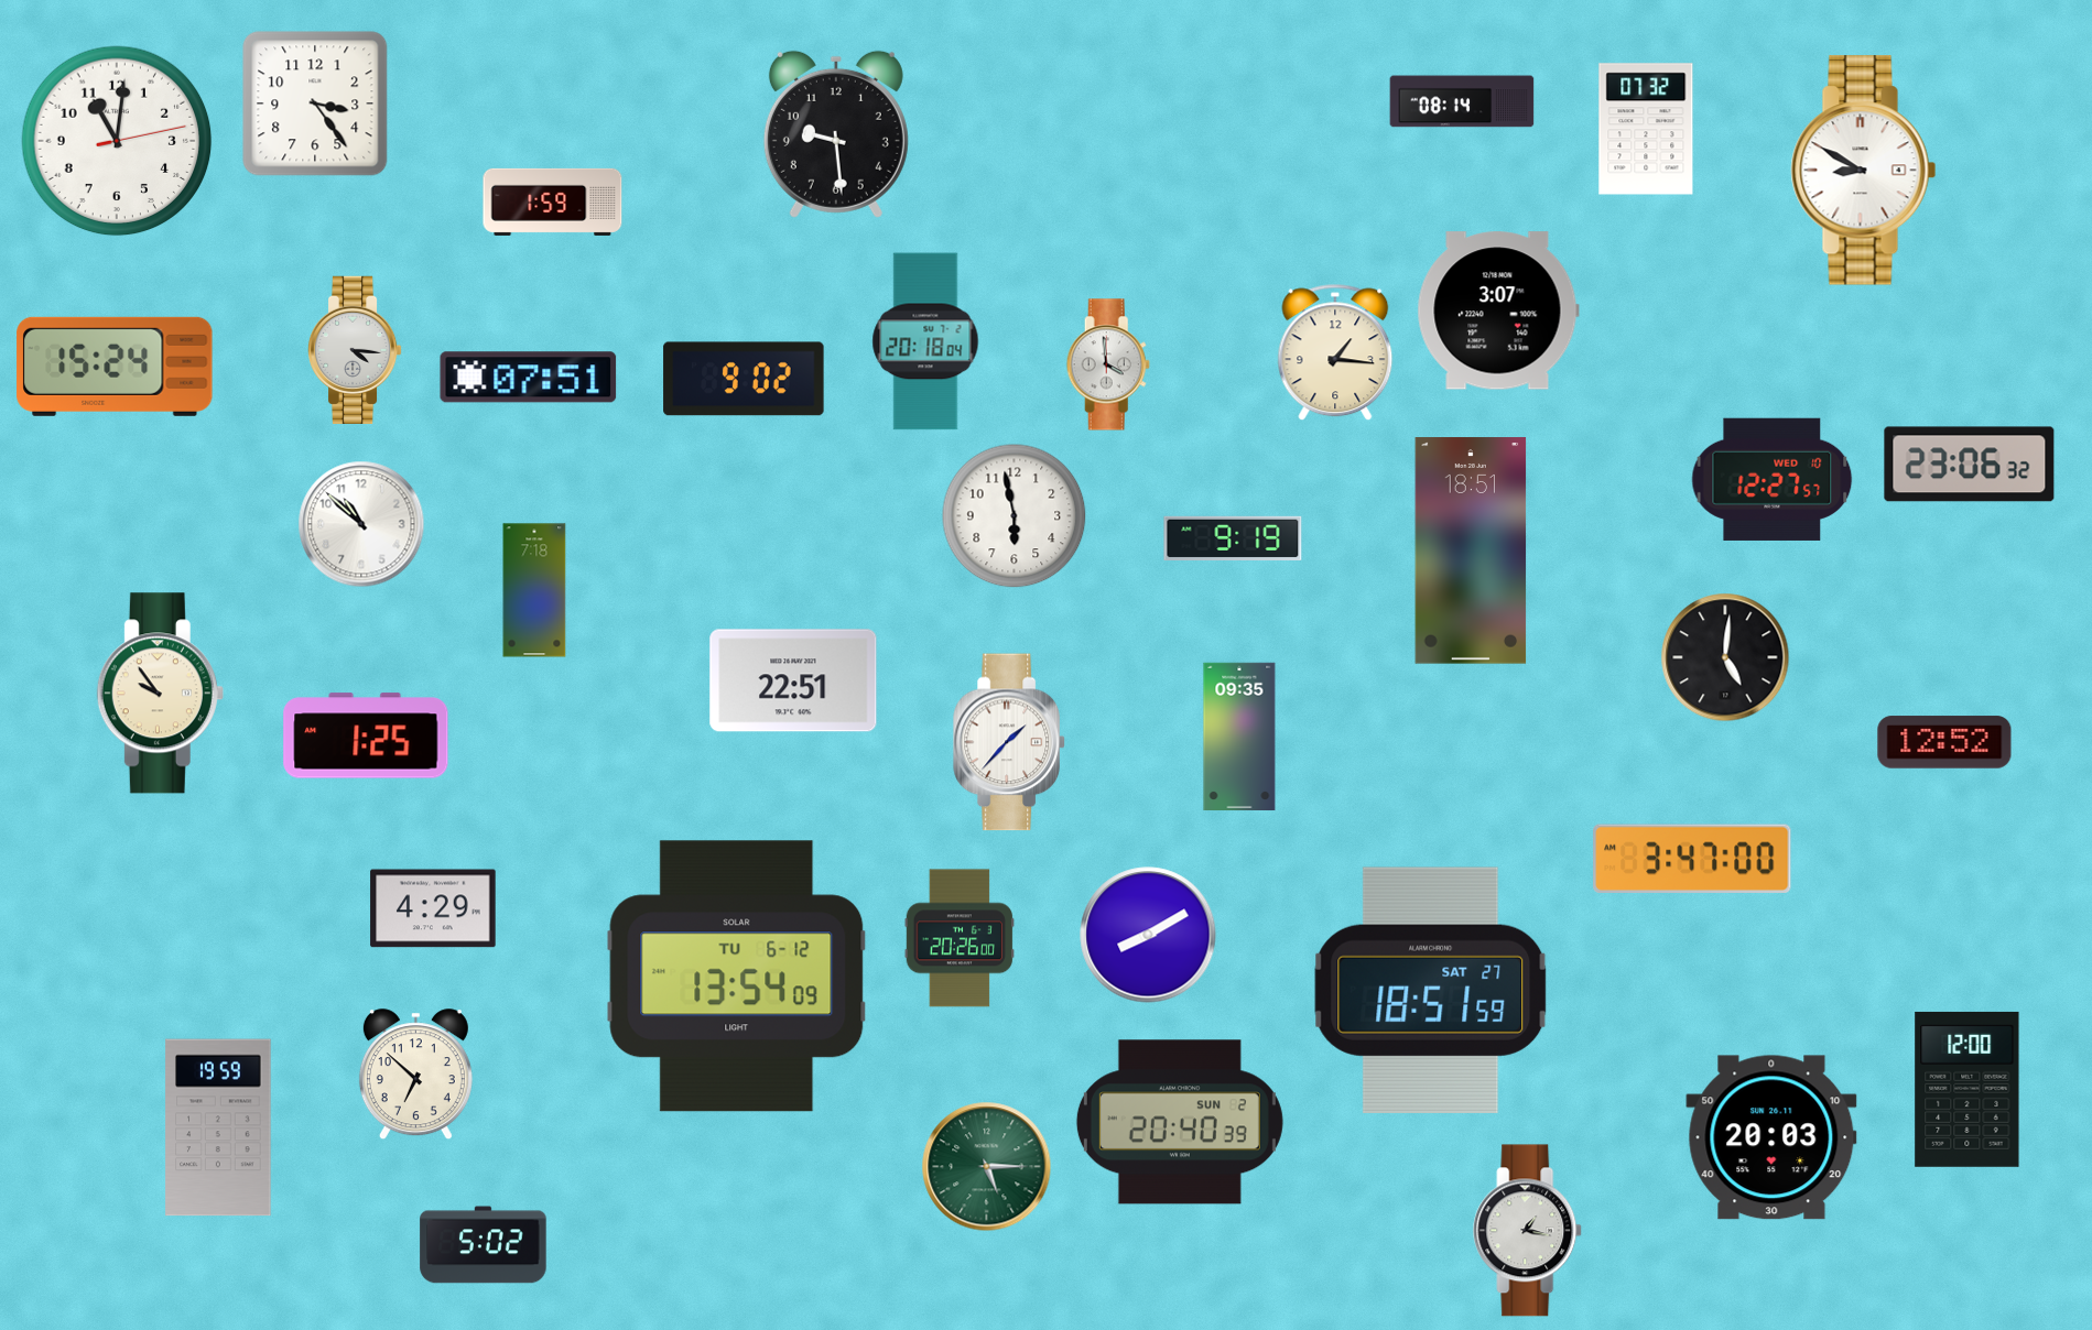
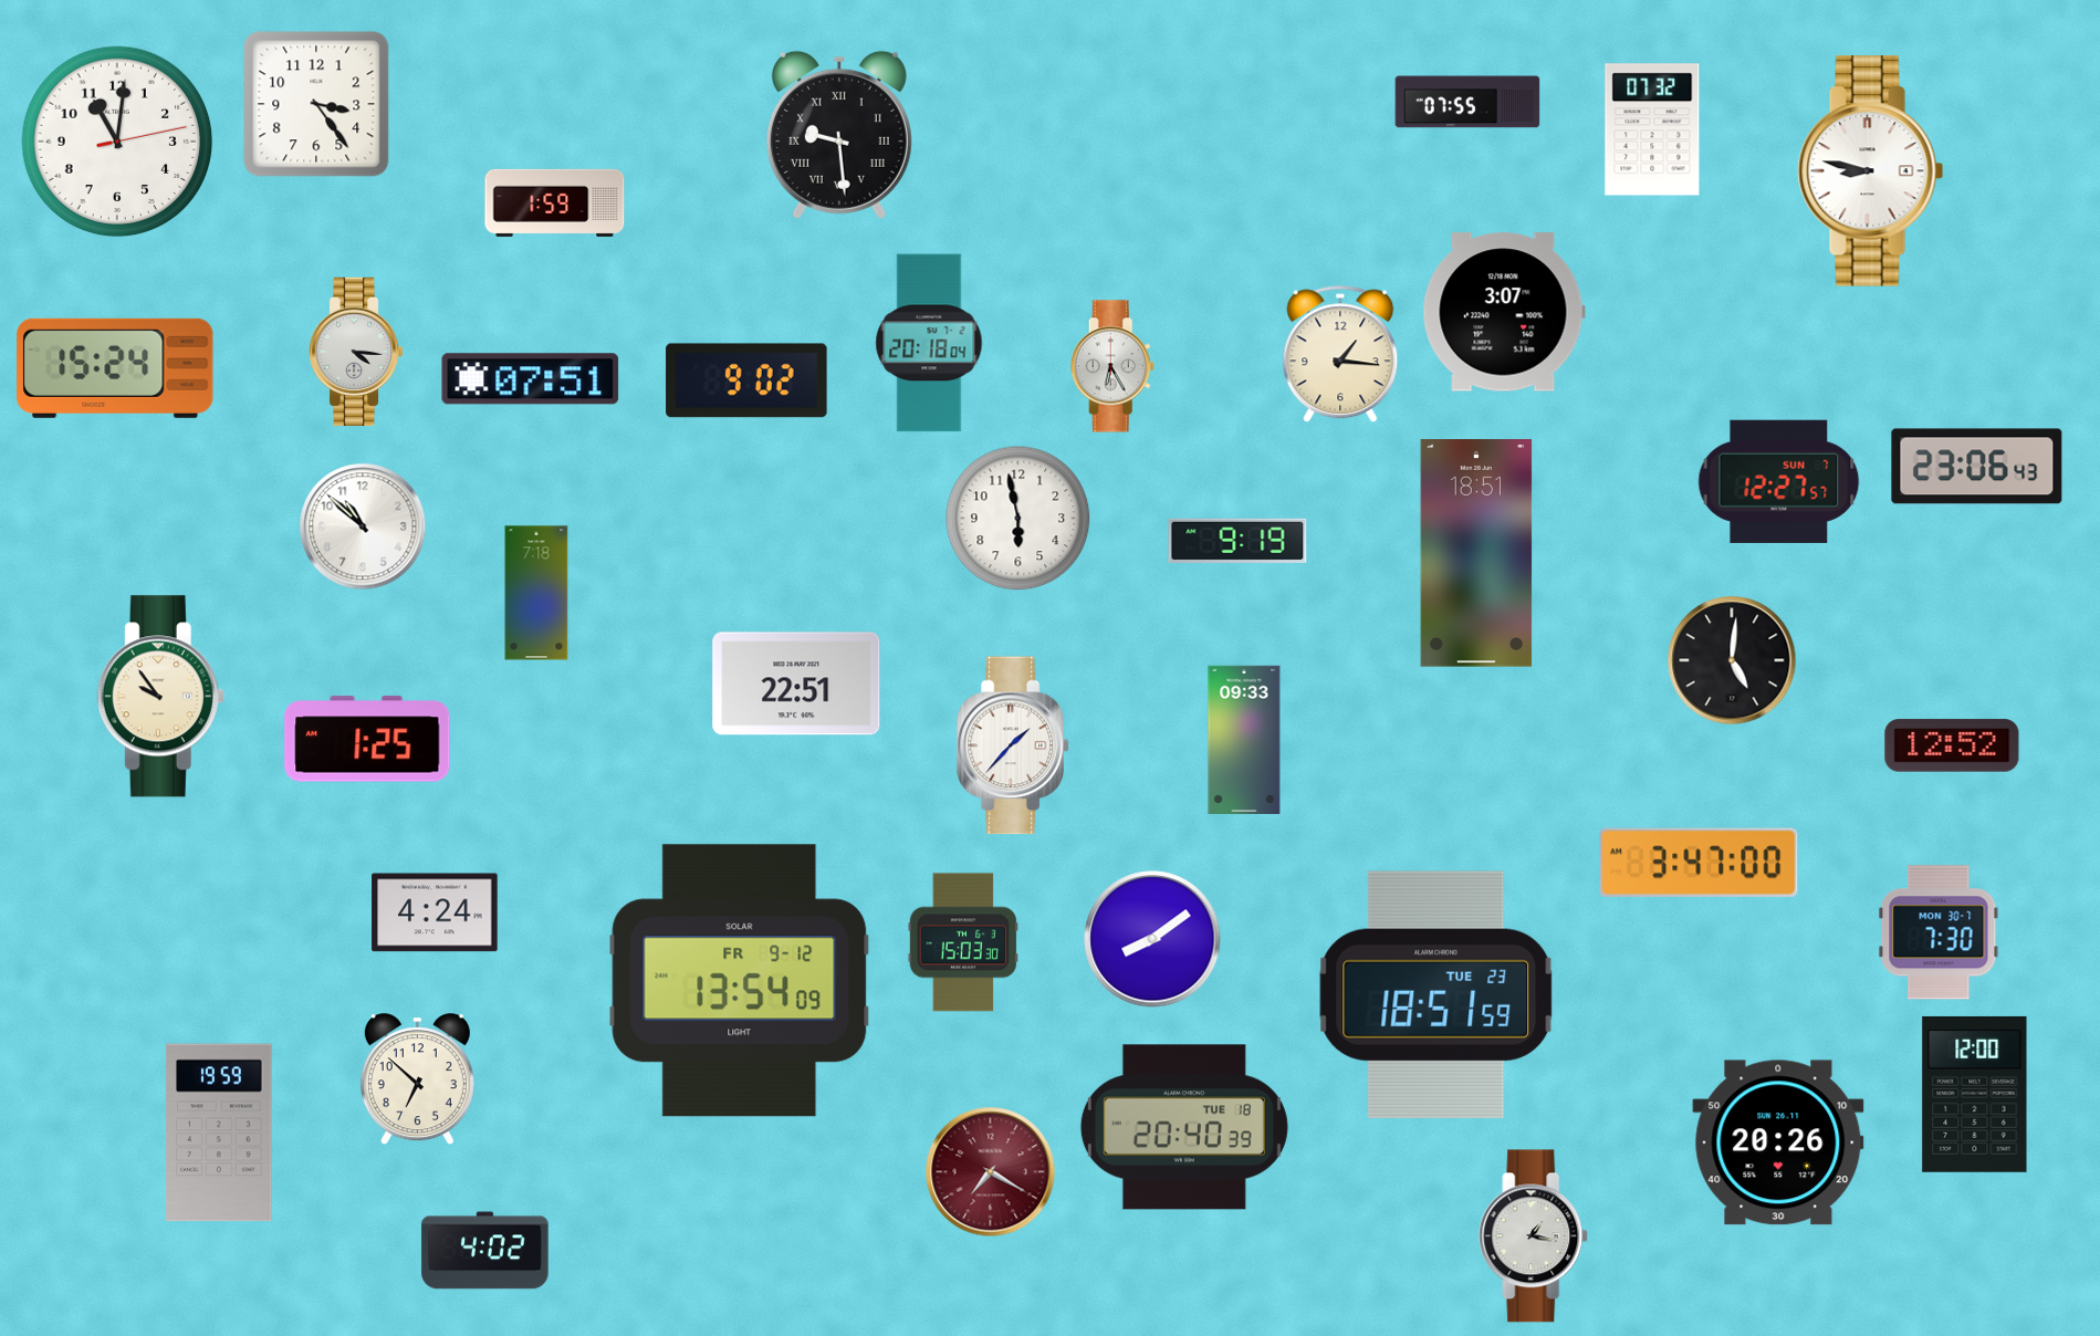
clock at (1462, 101): 08:14 -> 07:55
clock at (836, 134) numerals: Arabic -> Roman
clock at (1864, 171): 8:50 -> 8:47
clock at (1108, 364): 3:59 -> 6:25
clock at (1970, 465): 23:06:32 -> 23:06:43
clock at (1773, 479) date: WED 10 -> SUN 7
clock at (1239, 737): 09:35 -> 09:33
clock at (433, 908): 4:29 -> 4:24
clock at (1939, 932): none -> 7:30
clock at (1148, 935): 8:10 -> 8:09
clock at (958, 938): 20:26 -> 15:03
clock at (737, 977) date: TU 6-12 -> FR 9-12
clock at (1431, 990) date: SAT 27 -> TUE 23
clock at (1180, 1122) date: SUN 2 -> TUE 18
clock at (1771, 1137): 20:03 -> 20:26
clock at (987, 1167): 5:15 -> 7:20
clock at (987, 1167) dial: green -> burgundy
clock at (484, 1245): 5:02 -> 4:02
